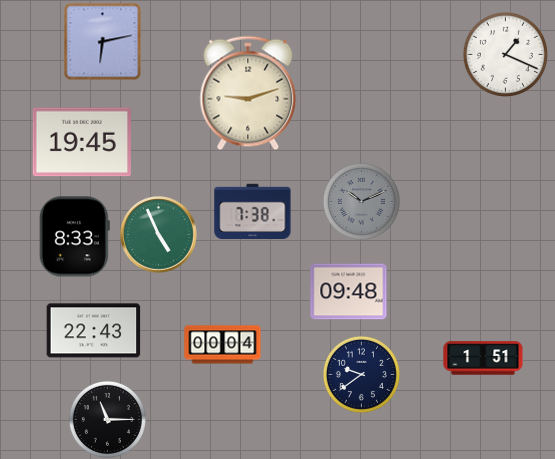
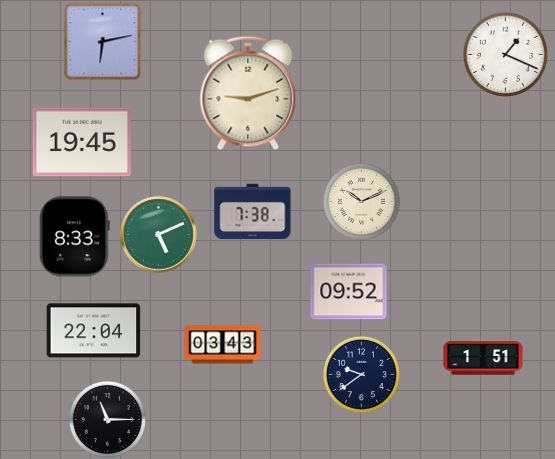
clock at (361, 201) dial: grey -> cream
clock at (159, 235): 4:56 -> 5:11
clock at (349, 292): 09:48 -> 09:52
clock at (94, 331): 22:43 -> 22:04
clock at (223, 345): 00:04 -> 03:43
